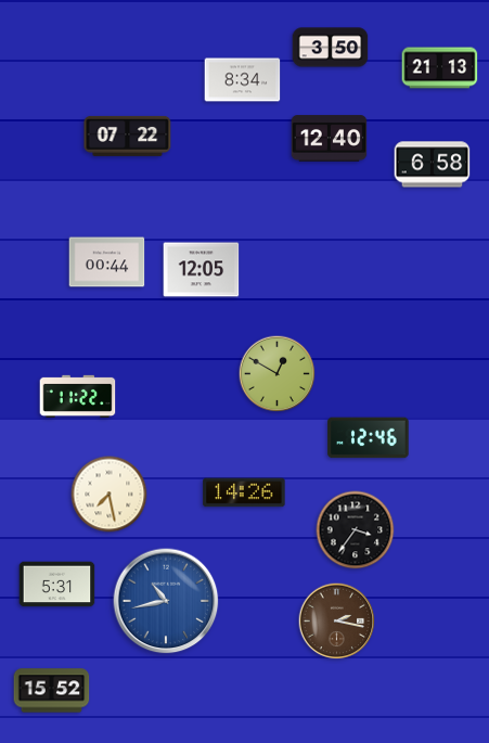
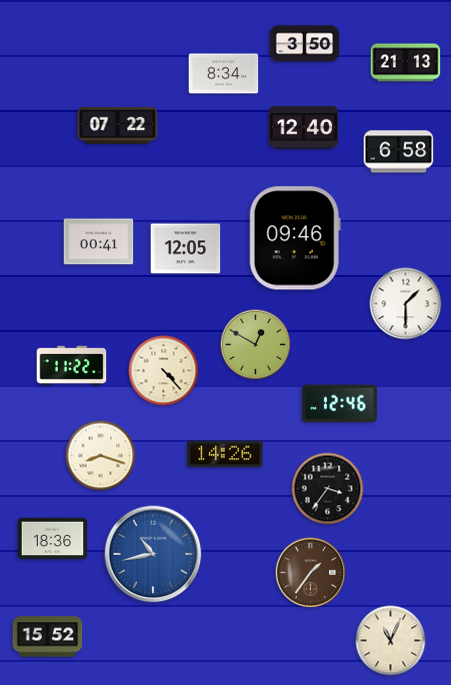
clock at (295, 238): none -> 09:46
clock at (107, 262): 00:44 -> 00:41
clock at (406, 304): none -> 1:30
clock at (164, 371): none -> 4:23
clock at (110, 495): 7:28 -> 8:18
clock at (57, 585): 5:31 -> 18:36
clock at (337, 622): 2:17 -> 1:36
clock at (391, 641): none -> 11:04
